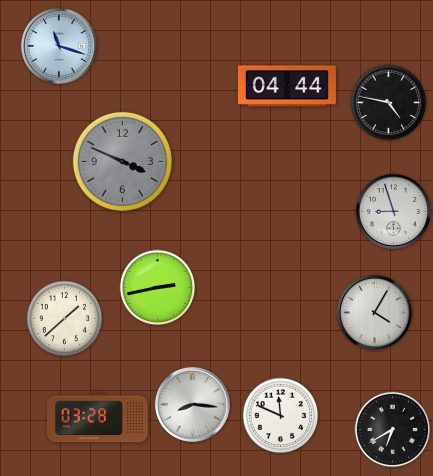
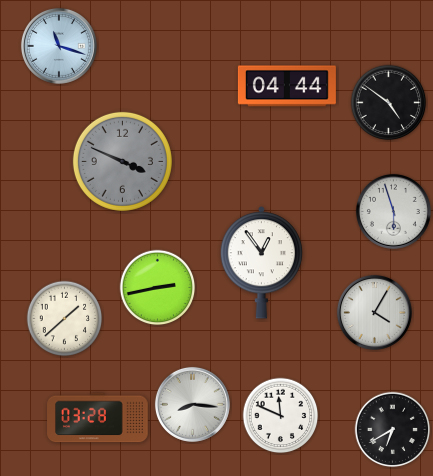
clock at (389, 103): 4:47 -> 4:51
clock at (393, 211): 8:57 -> 5:57
clock at (261, 263): none -> 12:54
